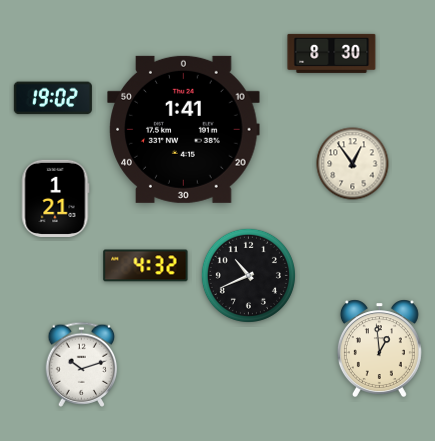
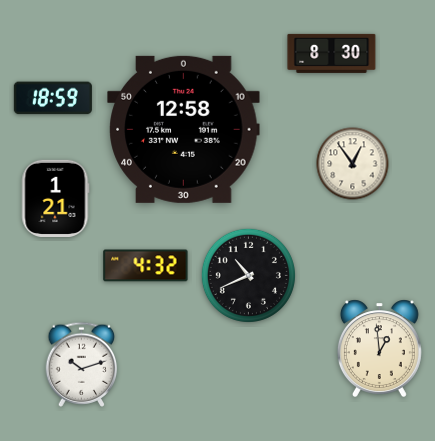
clock at (53, 98): 19:02 -> 18:59
clock at (184, 129): 1:41 -> 12:58
